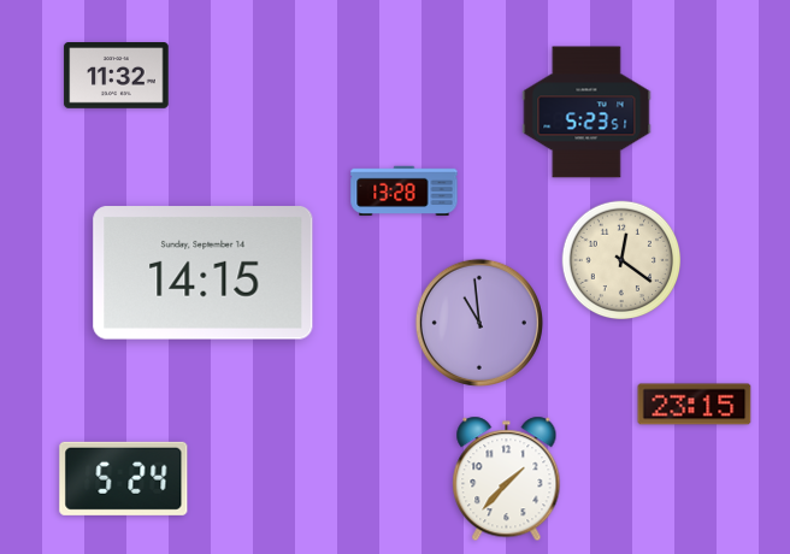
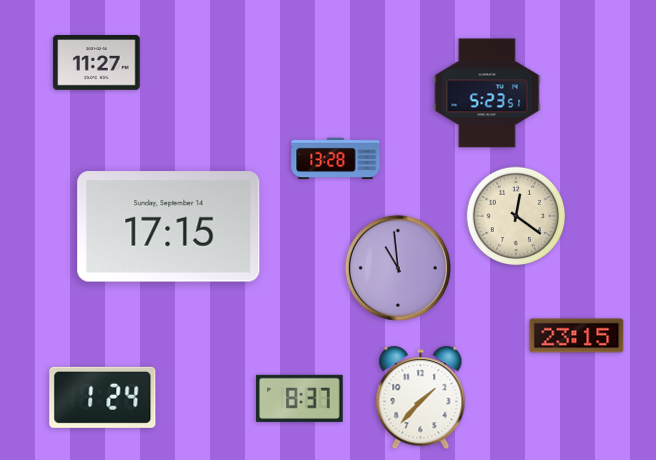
clock at (117, 76): 11:32 -> 11:27
clock at (204, 273): 14:15 -> 17:15
clock at (124, 478): 5:24 -> 1:24
clock at (300, 398): none -> 8:37
